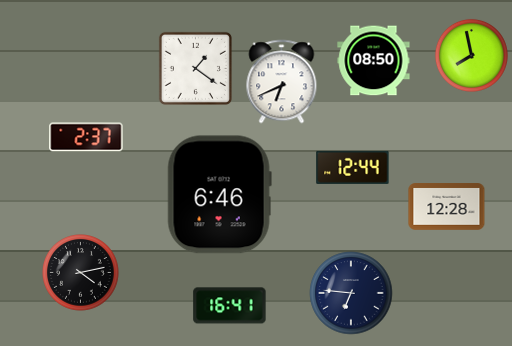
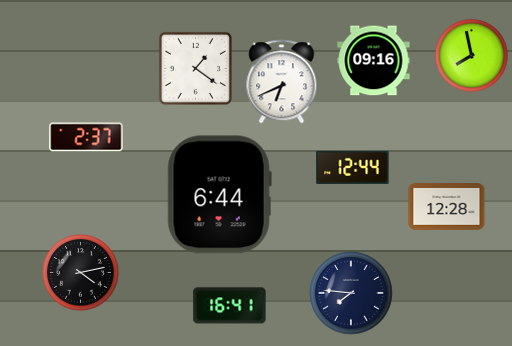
clock at (374, 61): 08:50 -> 09:16
clock at (219, 195): 6:46 -> 6:44
clock at (351, 293): 6:46 -> 7:46
